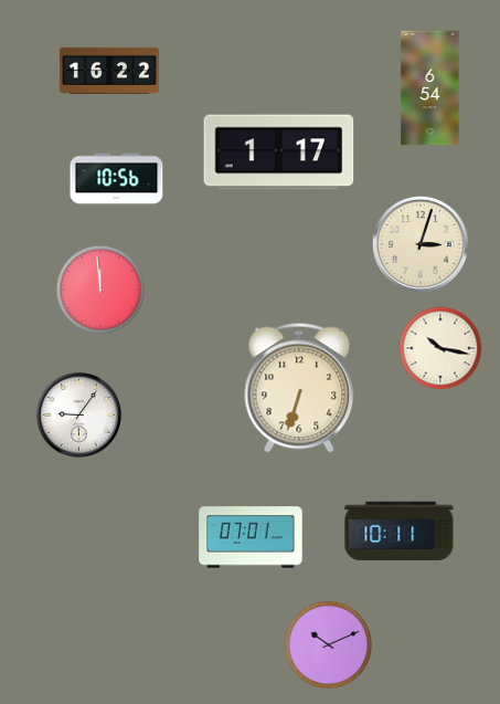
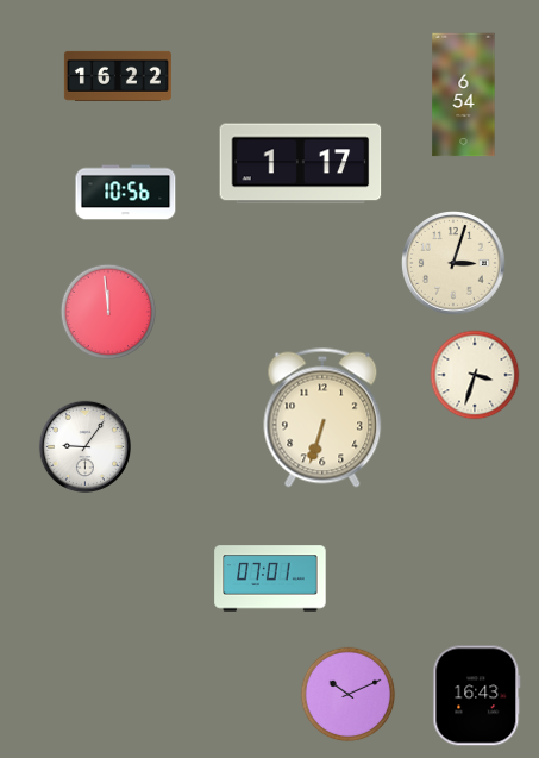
clock at (440, 348): 10:17 -> 3:33
clock at (400, 532): 10:11 -> none
clock at (329, 645) position: (329, 645) -> (349, 695)
clock at (477, 696): none -> 16:43
